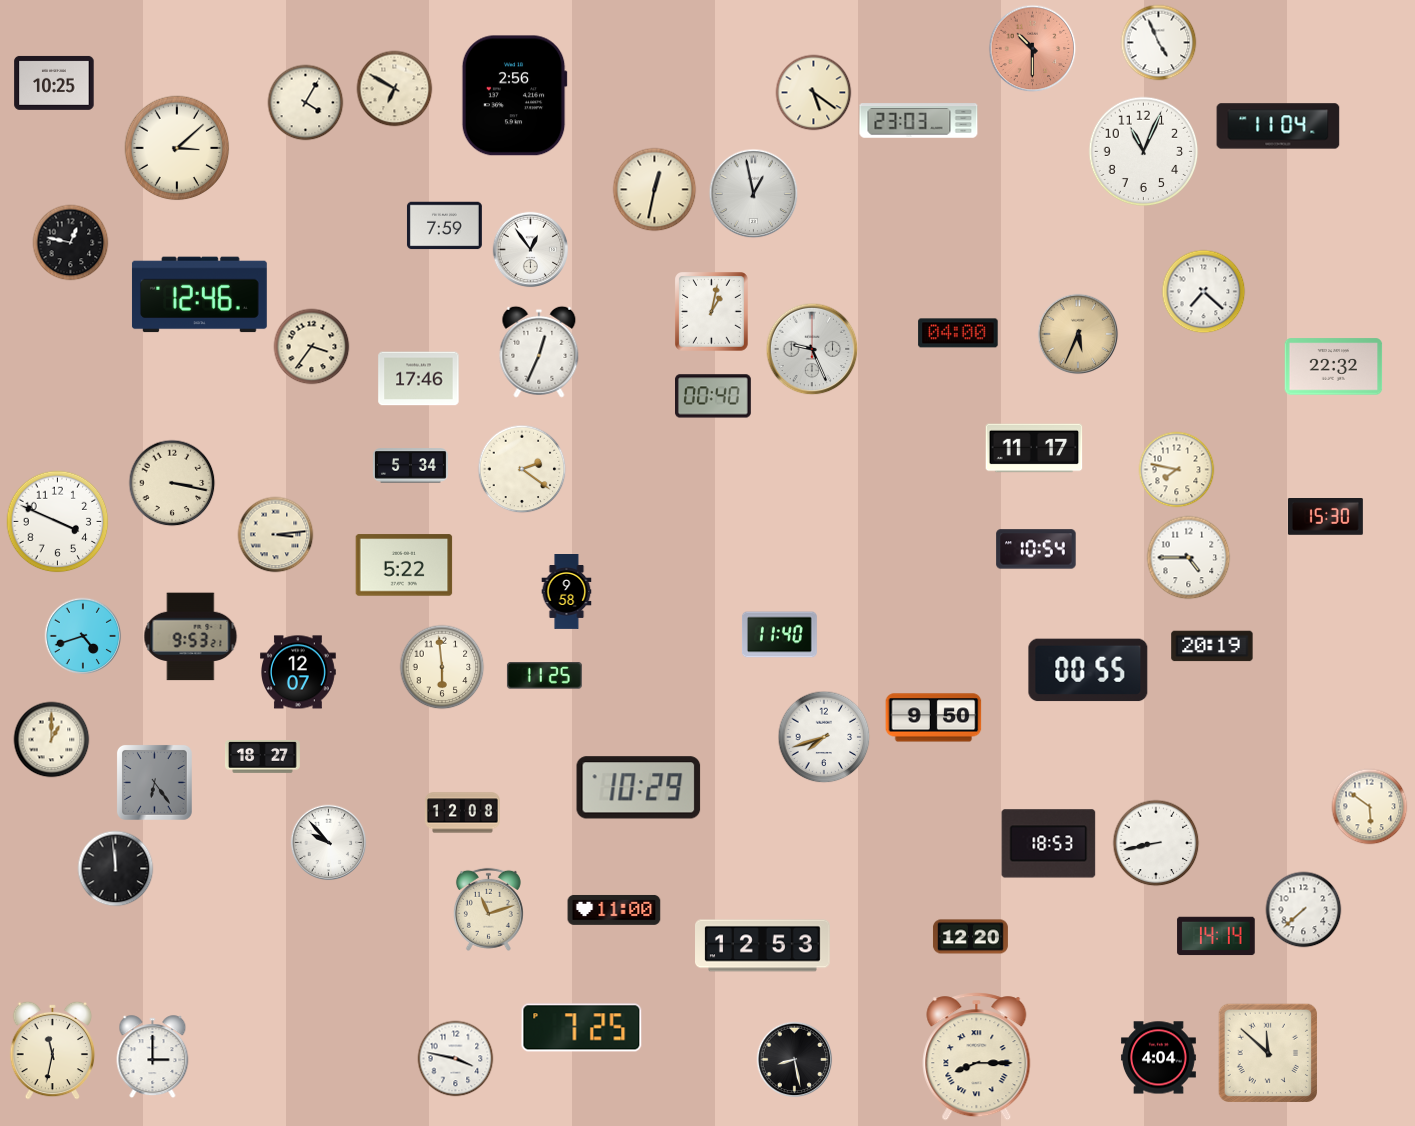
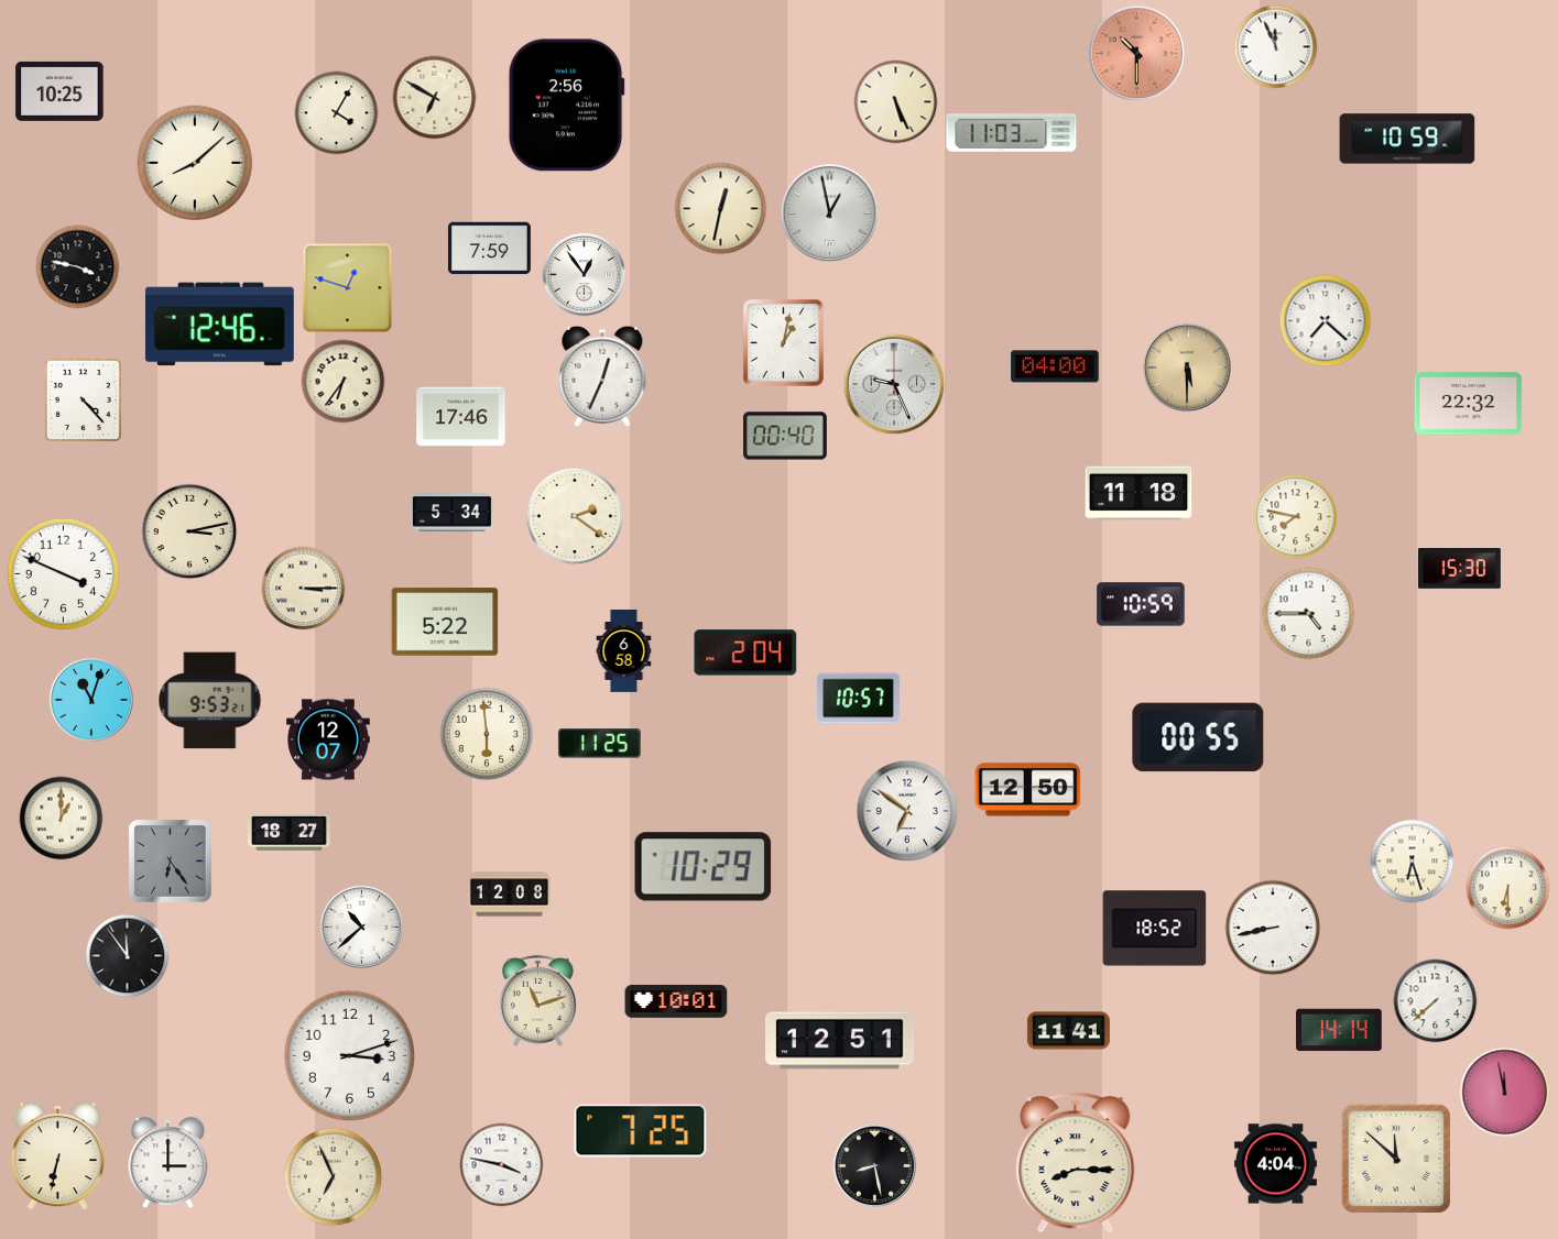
clock at (1159, 43): 4:56 -> 11:56
clock at (814, 93): 5:21 -> 5:26
clock at (919, 121): 23:03 -> 11:03
clock at (1278, 126): 11:04 -> 10:59
clock at (177, 148): 3:08 -> 8:08
clock at (1144, 152): 11:04 -> none
clock at (71, 243): 12:47 -> 3:47
clock at (348, 288): none -> 12:48
clock at (1078, 334): 5:34 -> 5:30
clock at (312, 347): 3:36 -> 6:36
clock at (539, 352) position: (539, 352) -> (602, 376)
clock at (83, 399): none -> 4:23
clock at (1034, 448): 11:17 -> 11:18
clock at (172, 483): 3:17 -> 3:13
clock at (276, 535): 3:14 -> 3:15
clock at (1036, 549): 10:54 -> 10:59
clock at (567, 592): 9:58 -> 6:58
clock at (745, 653): none -> 2:04
clock at (779, 635): 11:40 -> 10:57
clock at (83, 636): 4:42 -> 11:03
clock at (1212, 646): 20:19 -> none
clock at (934, 718): 9:50 -> 12:50
clock at (824, 737): 7:42 -> 6:51
clock at (52, 740) position: (52, 740) -> (62, 819)
clock at (1413, 862): none -> 6:27
clock at (1370, 807): 5:51 -> 6:30
clock at (329, 843): 9:53 -> 10:38
clock at (1049, 844): 18:53 -> 18:52
clock at (116, 869): 11:59 -> 11:54
clock at (614, 910): 11:00 -> 10:01
clock at (971, 937): 12:20 -> 11:41
clock at (763, 946): 12:53 -> 12:51
clock at (350, 1056): none -> 3:12
clock at (1505, 1093): none -> 11:58
clock at (53, 1050): 11:32 -> 6:32
clock at (334, 1177): none -> 6:56
